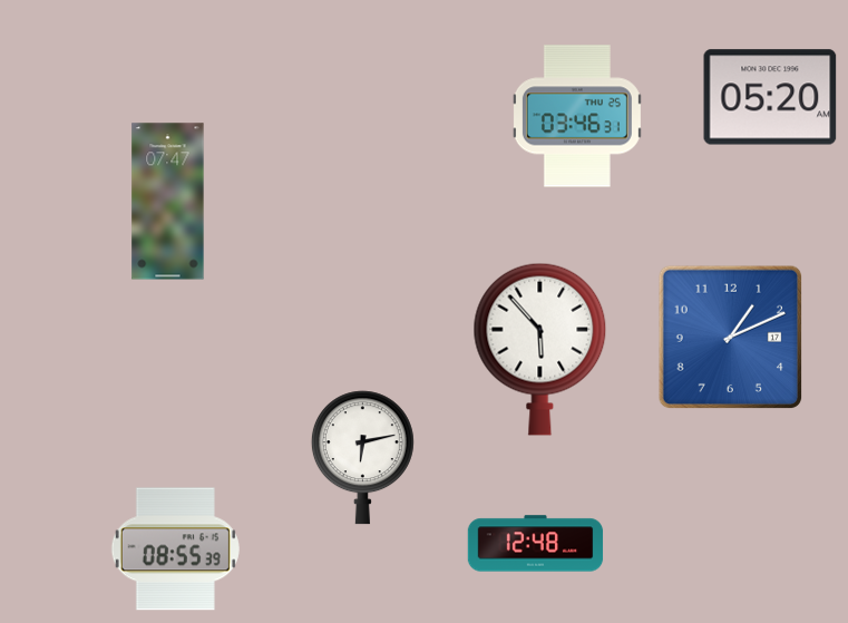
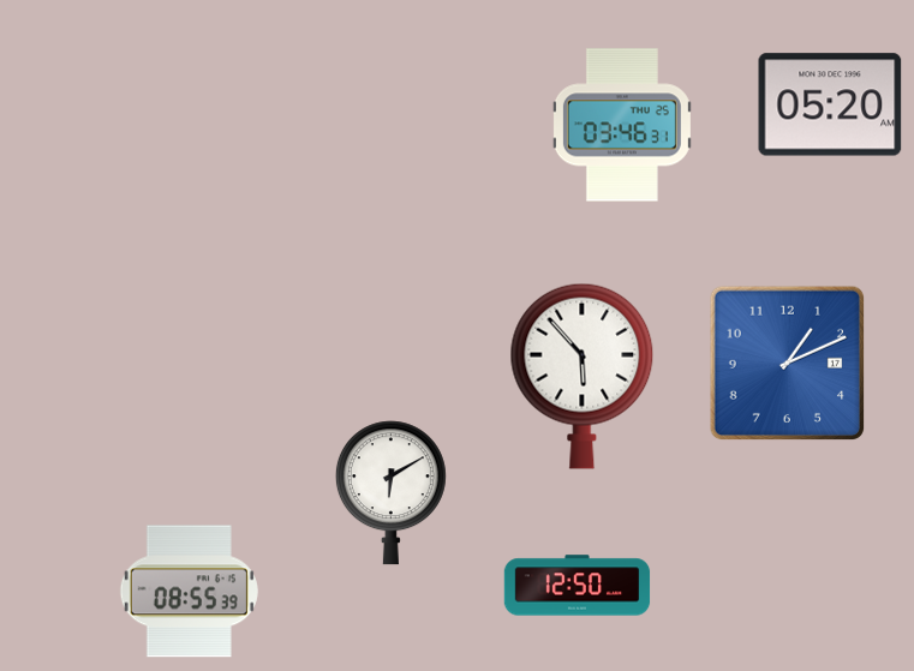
clock at (168, 202): 07:47 -> none
clock at (362, 458): 6:13 -> 6:10
clock at (536, 544): 12:48 -> 12:50
